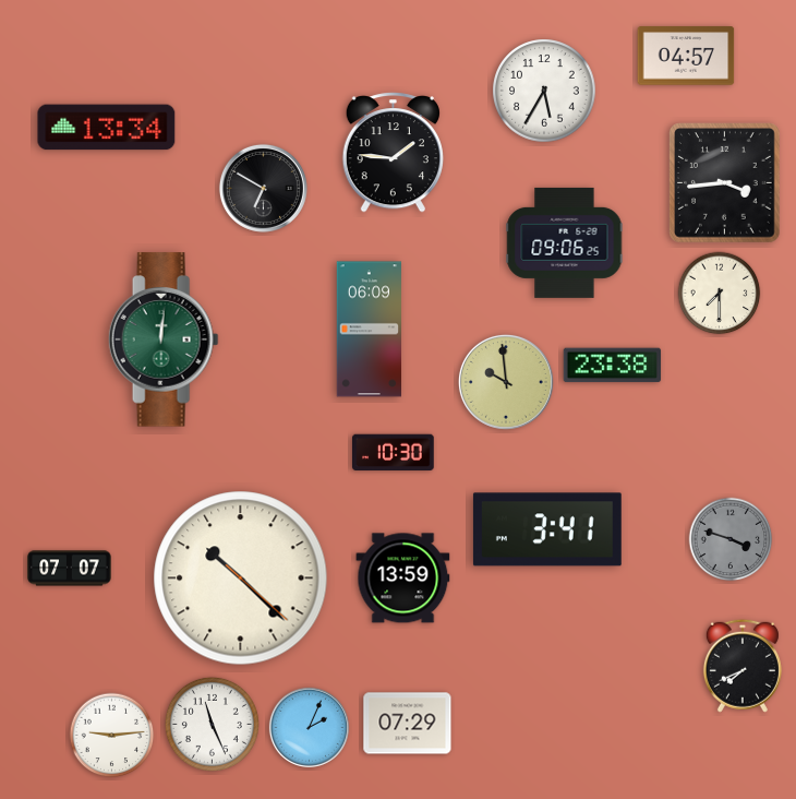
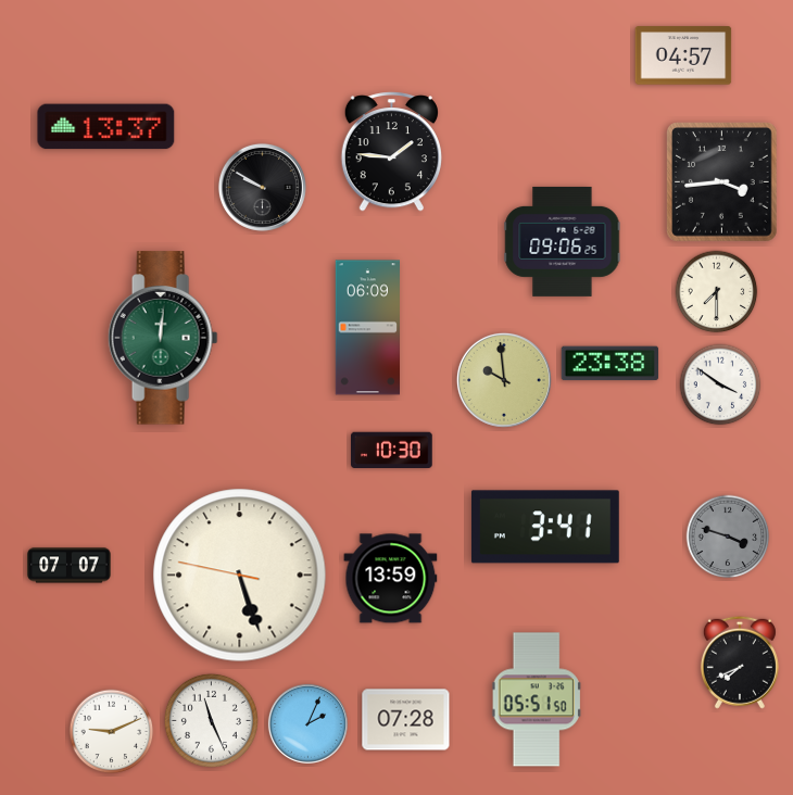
clock at (544, 91): 5:35 -> none
clock at (107, 128): 13:34 -> 13:37
clock at (263, 188): 6:50 -> 9:50
clock at (720, 384): none -> 3:51
clock at (241, 579): 10:22 -> 5:26
clock at (403, 579) position: (403, 579) -> (391, 579)
clock at (537, 699): none -> 05:51
clock at (408, 724): 07:29 -> 07:28
clock at (112, 736): 9:14 -> 9:11
